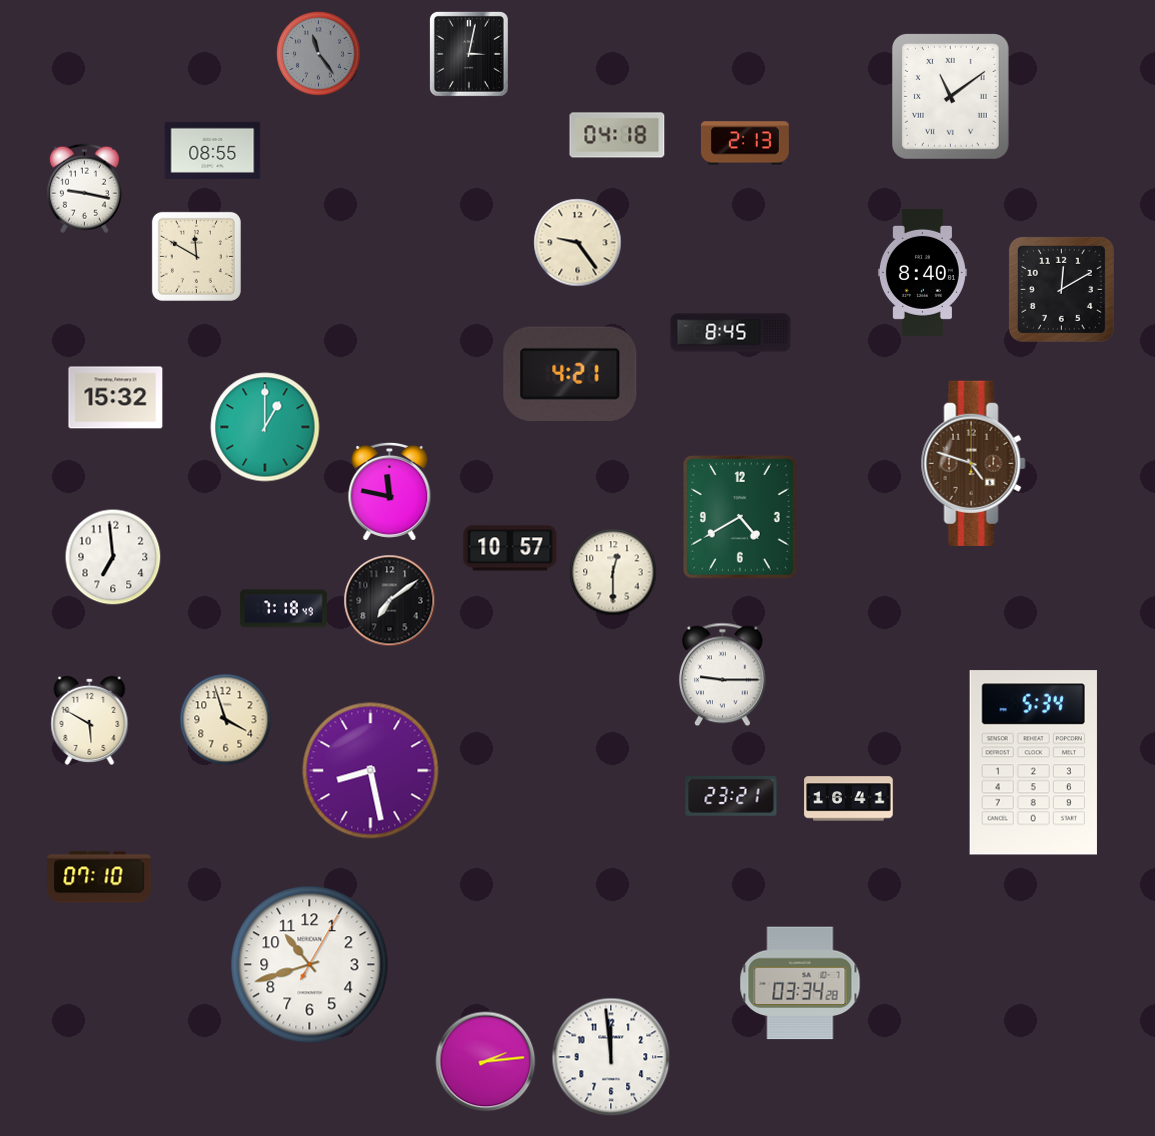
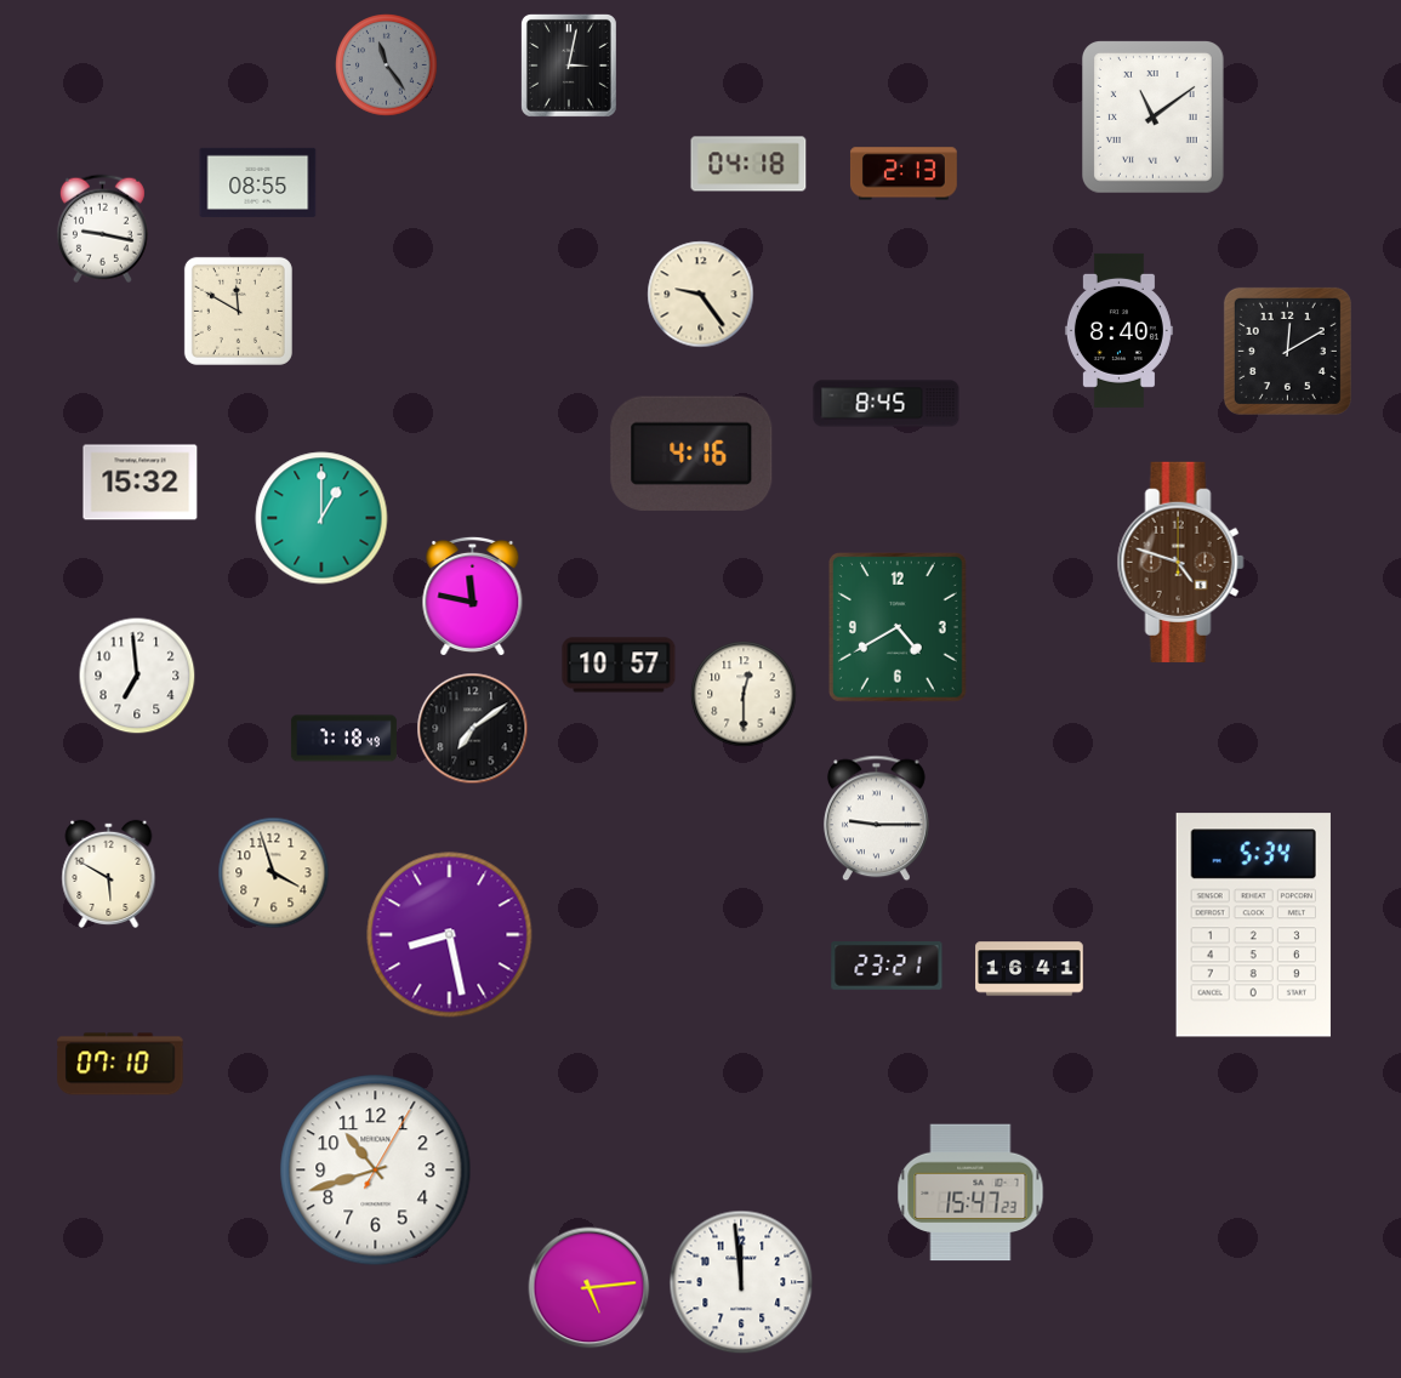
clock at (570, 374): 4:21 -> 4:16
clock at (800, 983): 03:34 -> 15:47
clock at (486, 1062): 2:14 -> 5:14
